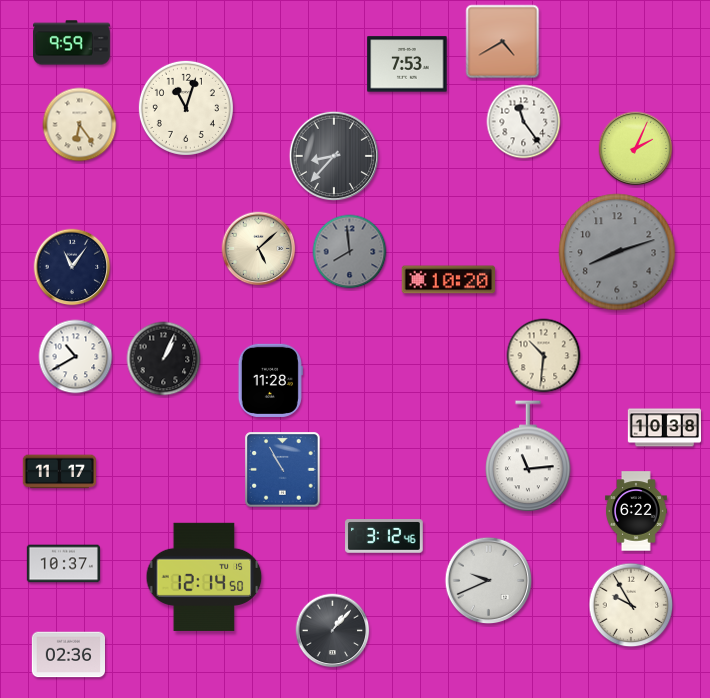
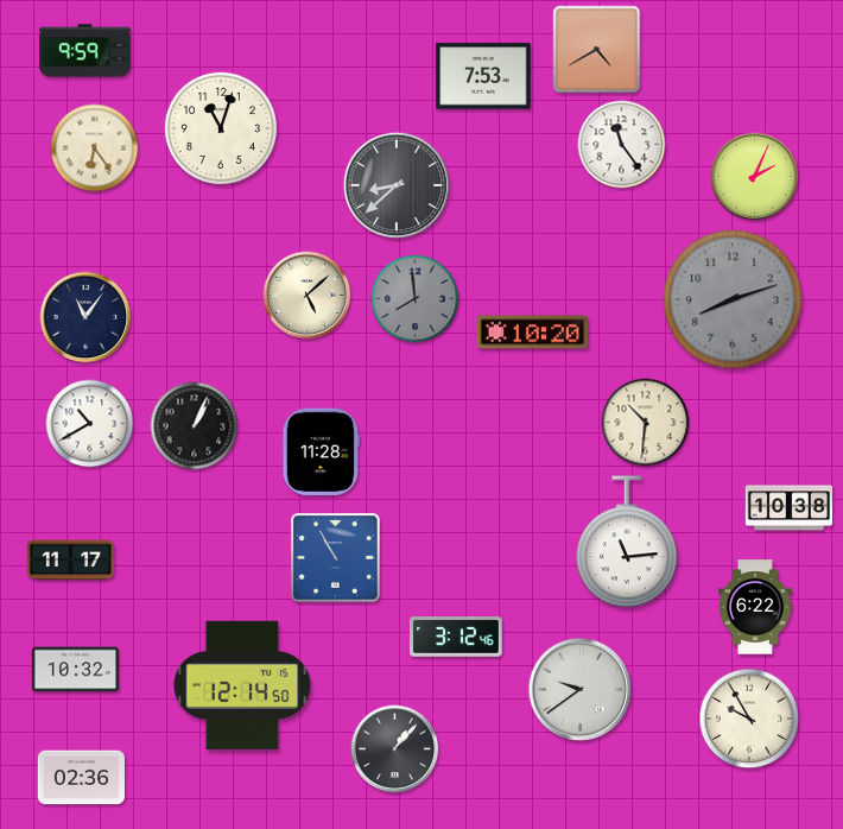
clock at (334, 156): 8:37 -> 8:38
clock at (63, 564): 10:37 -> 10:32
clock at (489, 581): 9:41 -> 9:39
